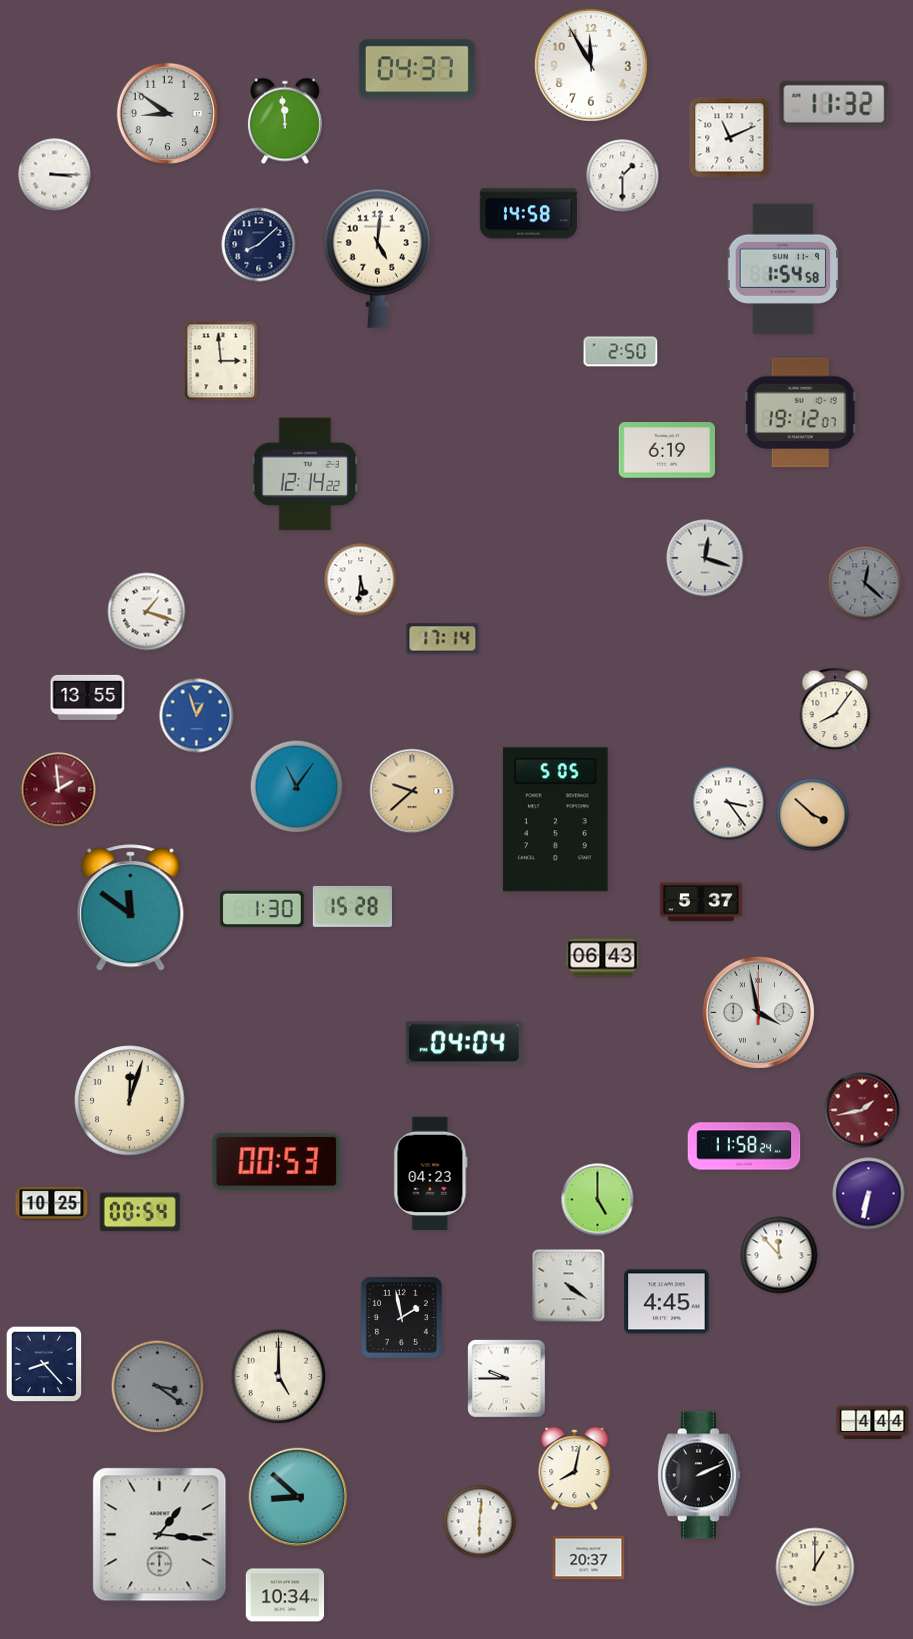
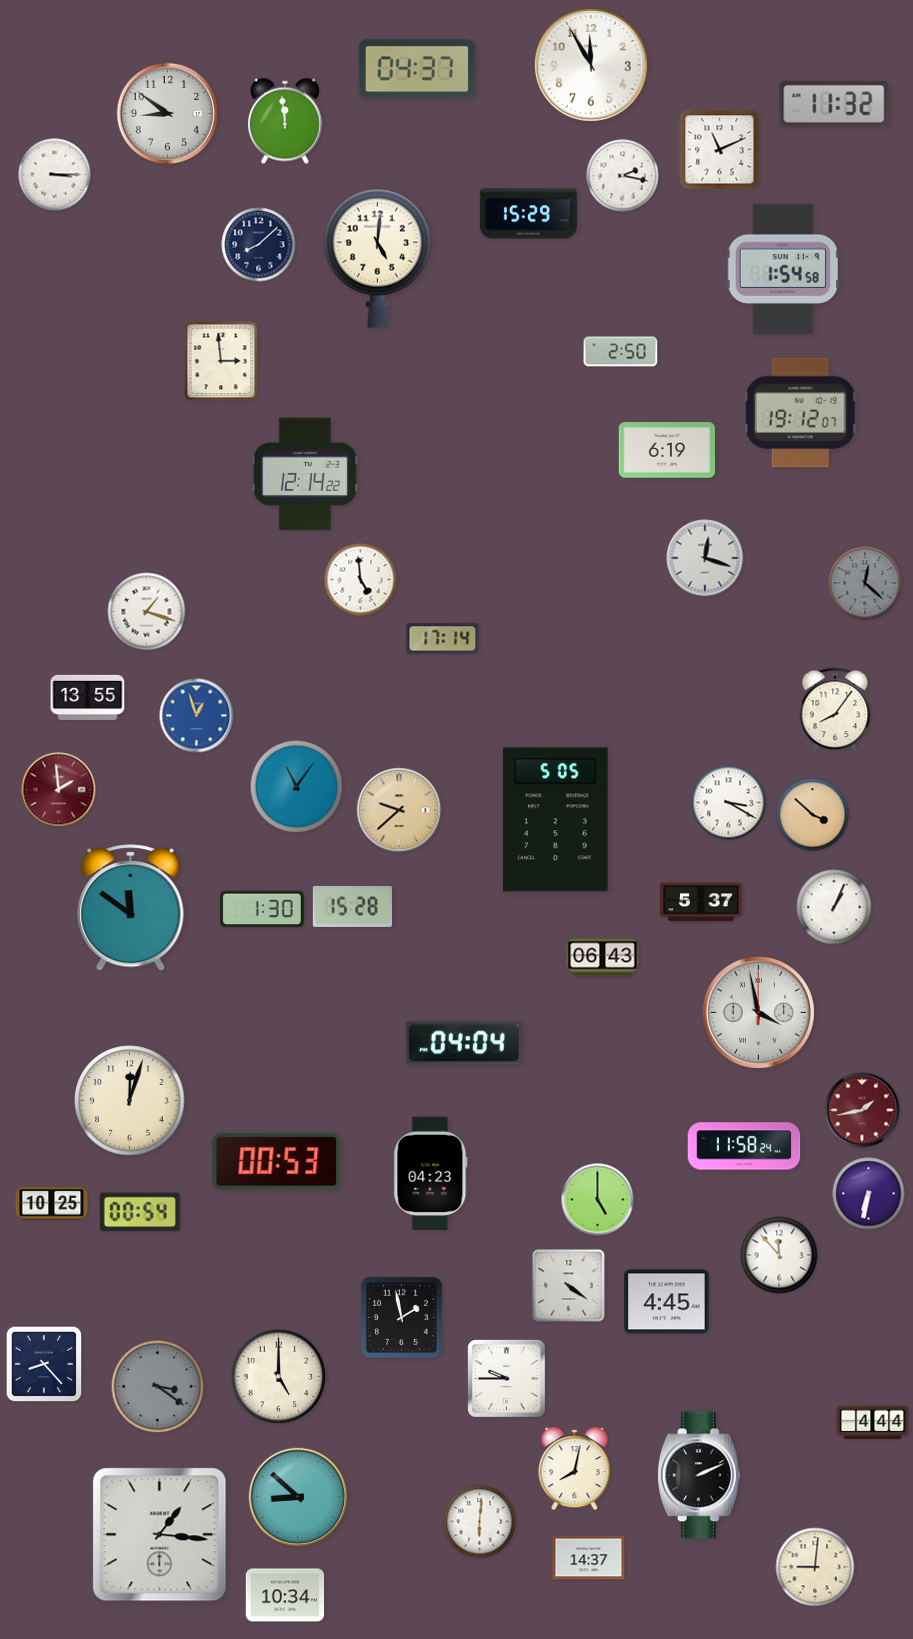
clock at (730, 138) position: (730, 138) -> (720, 150)
clock at (623, 176): 1:30 -> 2:17
clock at (528, 214): 14:58 -> 15:29
clock at (361, 580): 5:31 -> 4:59
clock at (412, 791) position: (412, 791) -> (399, 810)
clock at (729, 803): 3:24 -> 3:20
clock at (834, 907): none -> 1:04
clock at (589, 1558): 20:37 -> 14:37
clock at (815, 1567): 1:00 -> 9:01
